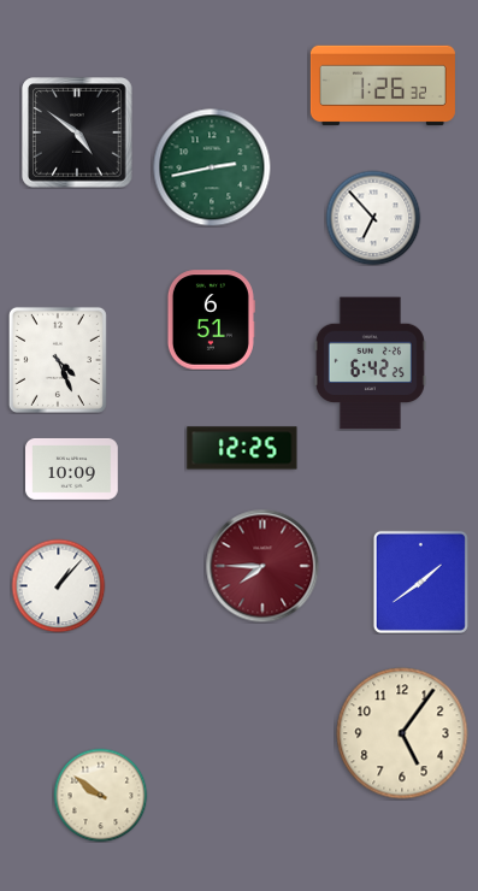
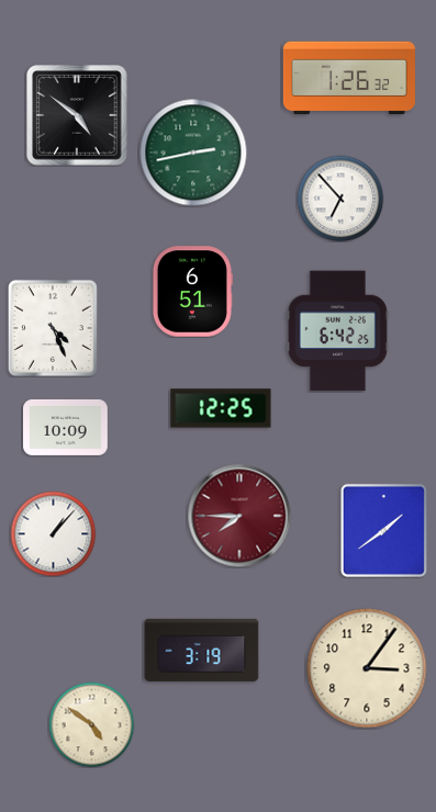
clock at (77, 132) position: (77, 132) -> (77, 115)
clock at (202, 650): none -> 3:19
clock at (402, 733): 5:06 -> 3:06
clock at (100, 795): 9:51 -> 4:51
